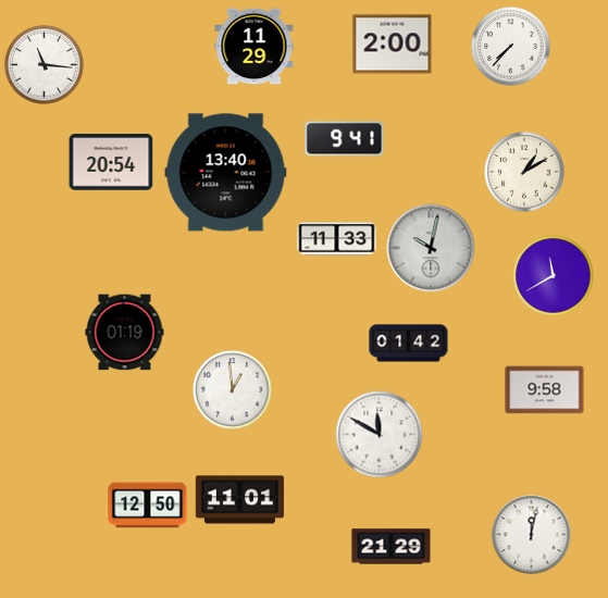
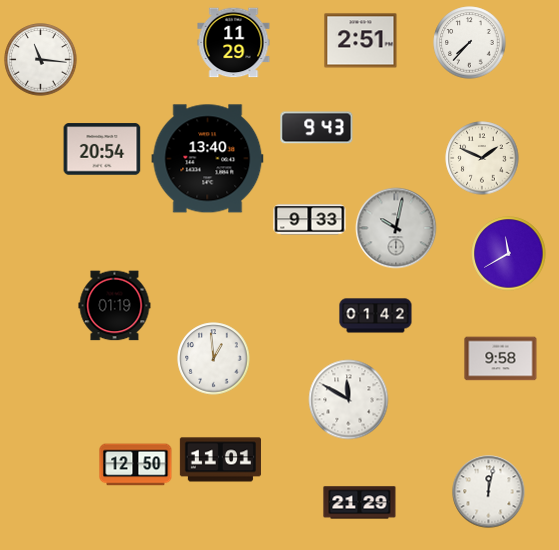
clock at (393, 45): 2:00 -> 2:51
clock at (345, 139): 9:41 -> 9:43
clock at (524, 172): 1:10 -> 1:49
clock at (337, 239): 11:33 -> 9:33
